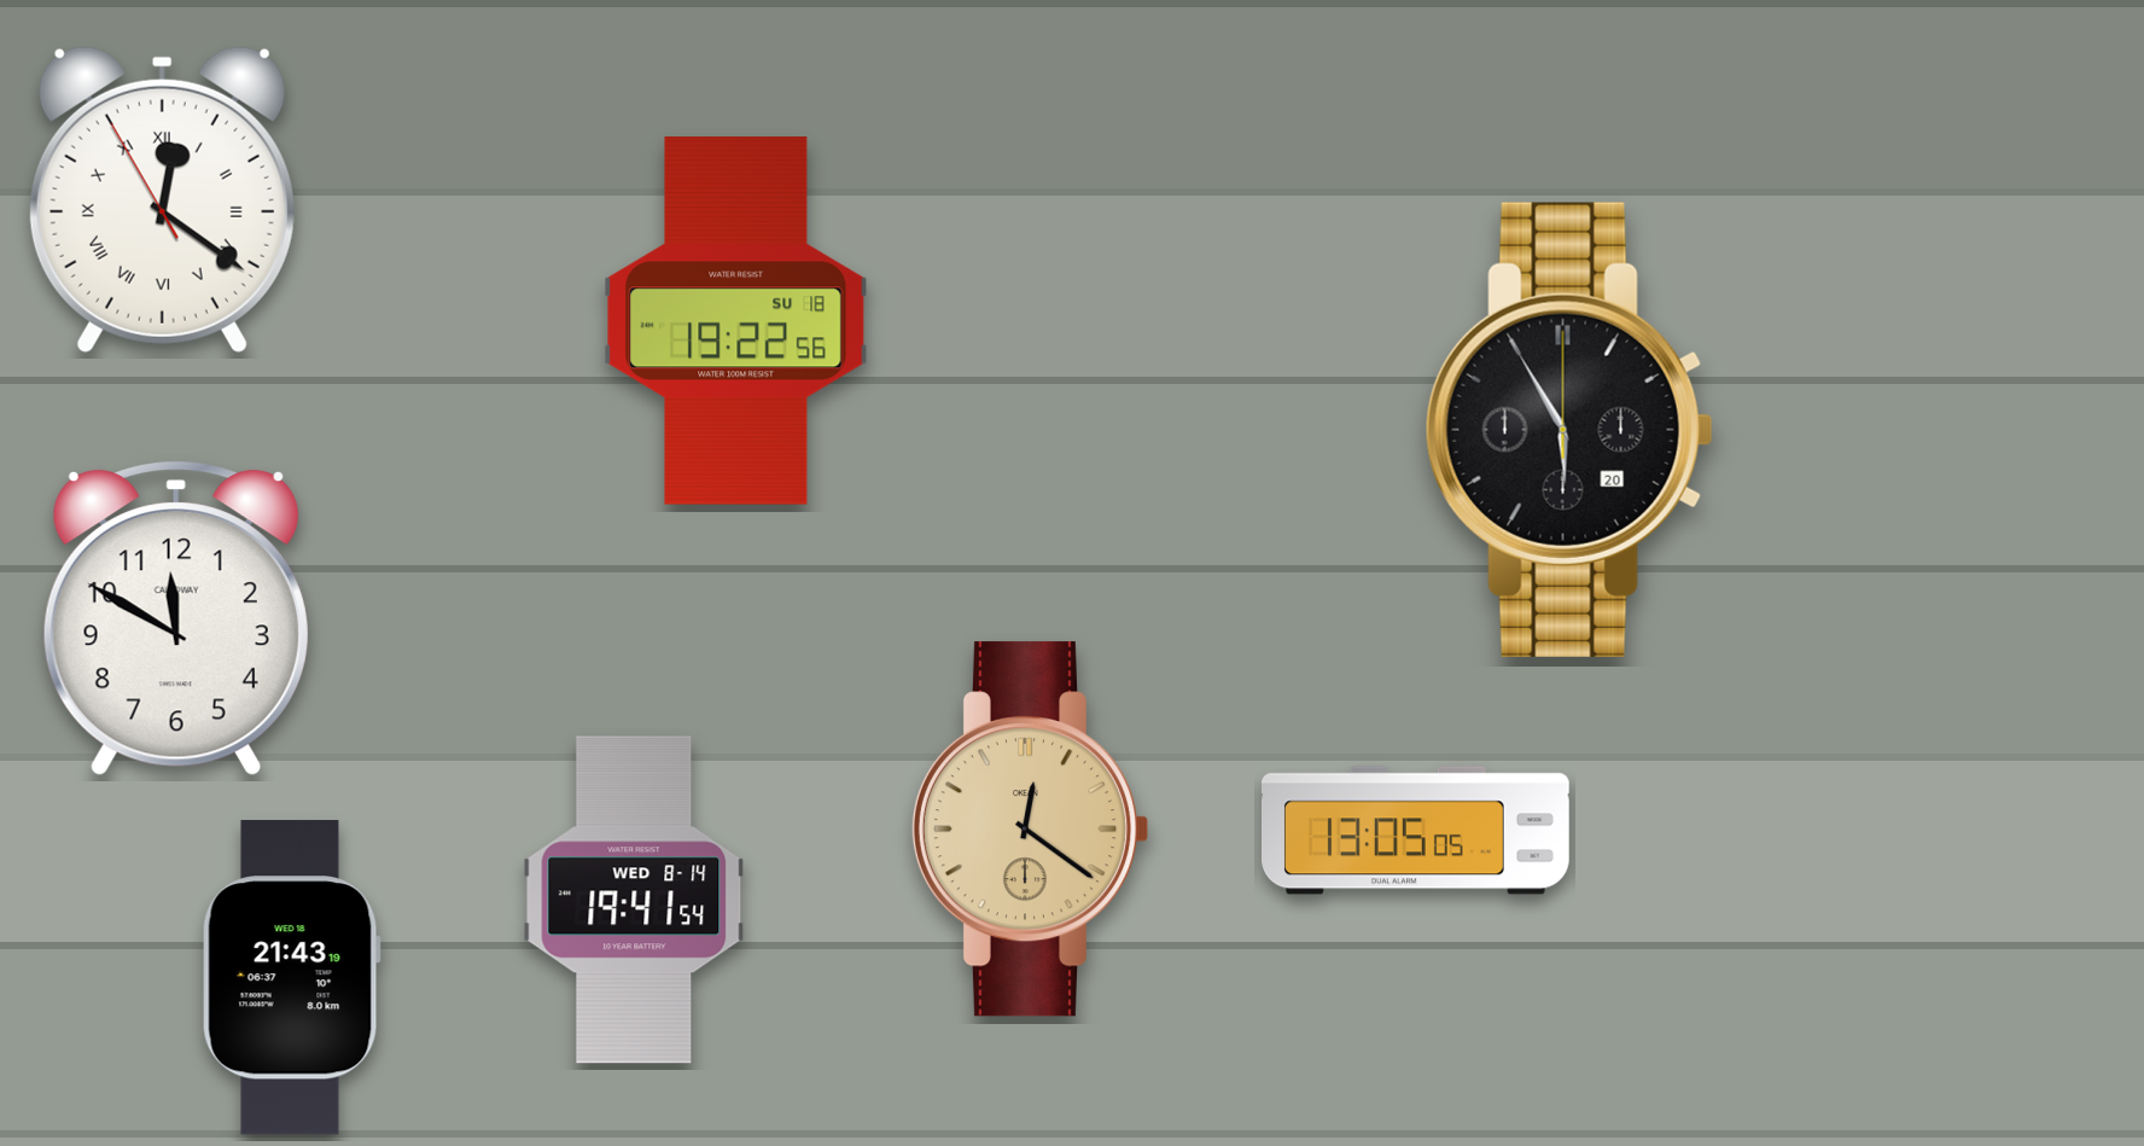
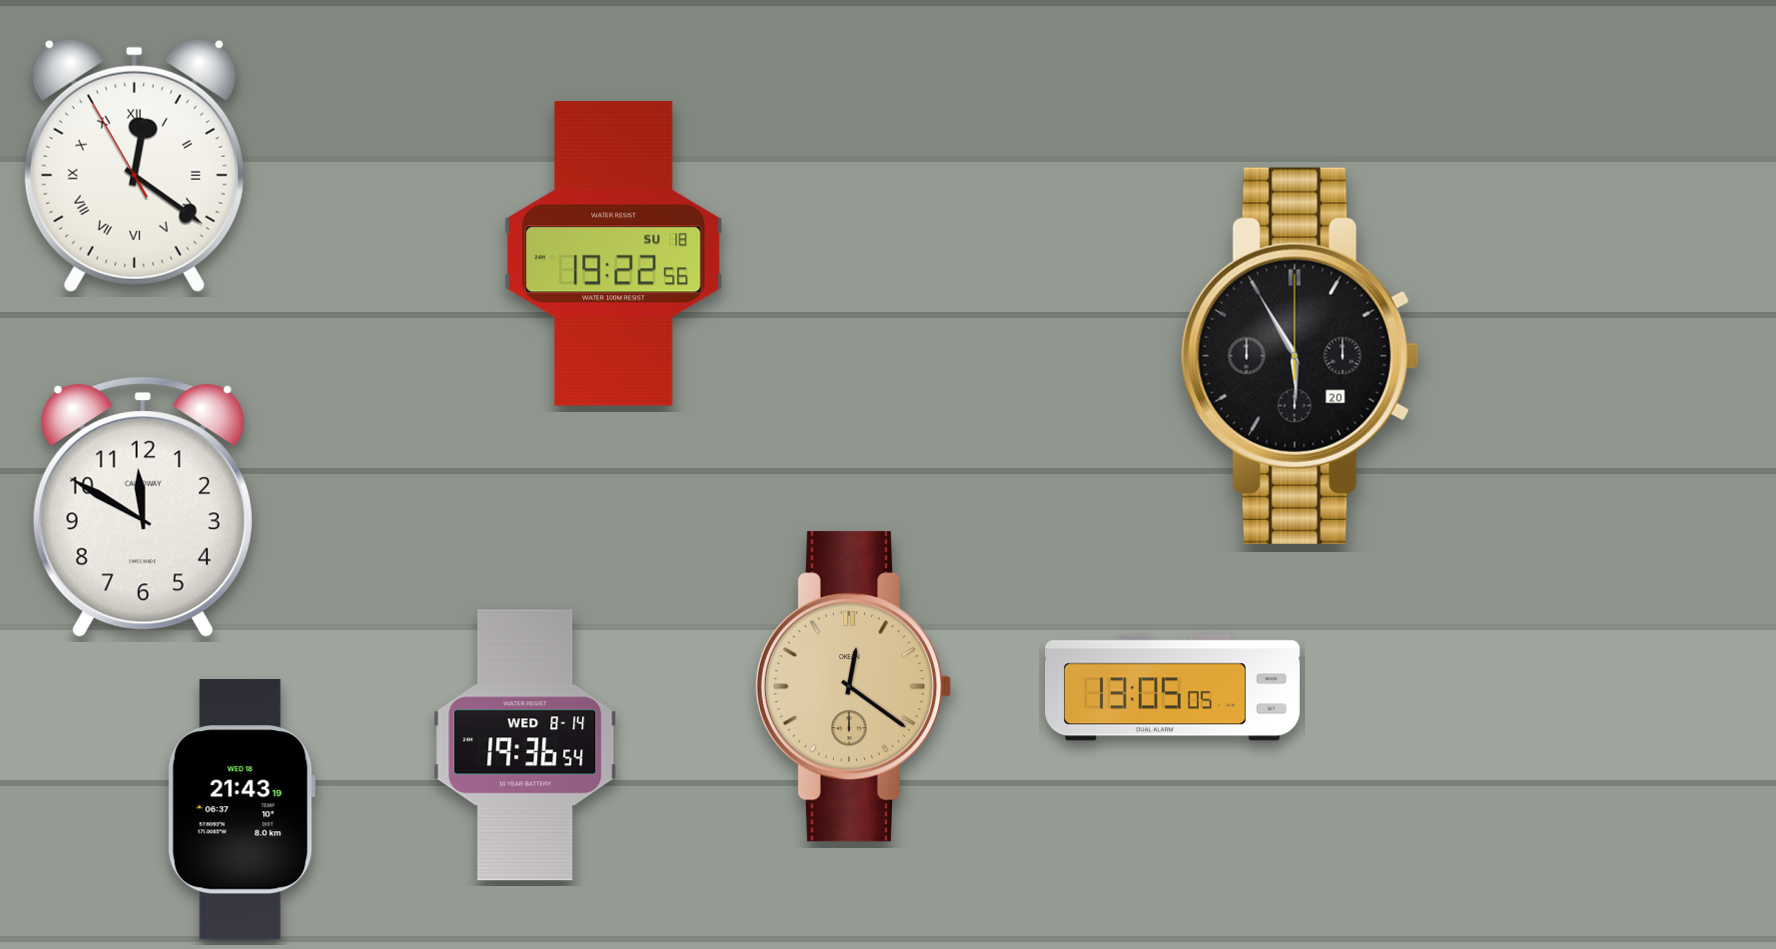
clock at (736, 321) position: (736, 321) -> (614, 254)
clock at (176, 618) position: (176, 618) -> (143, 507)
clock at (634, 900): 19:41 -> 19:36
